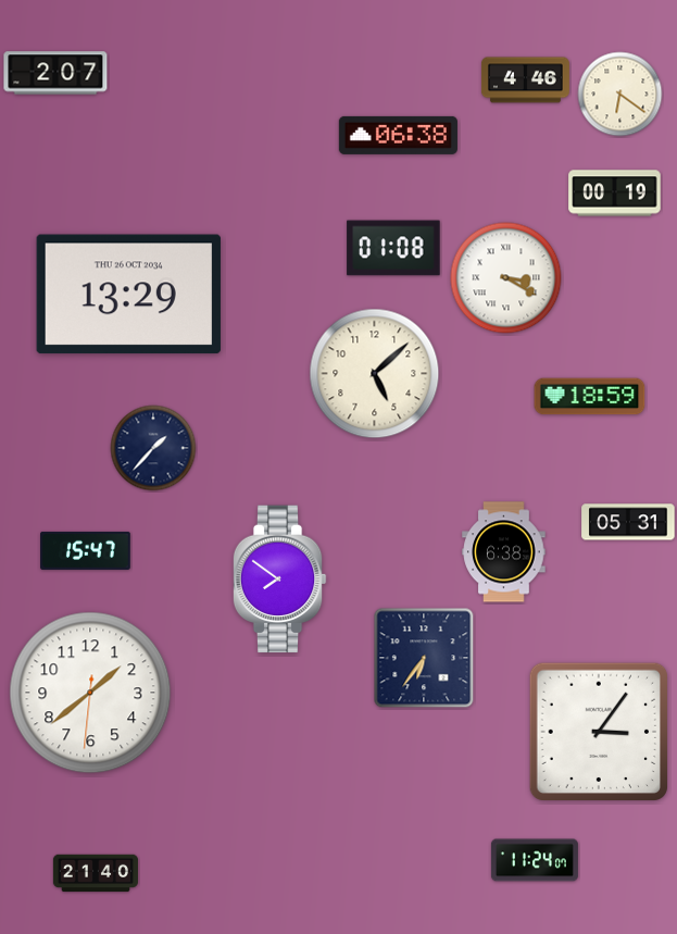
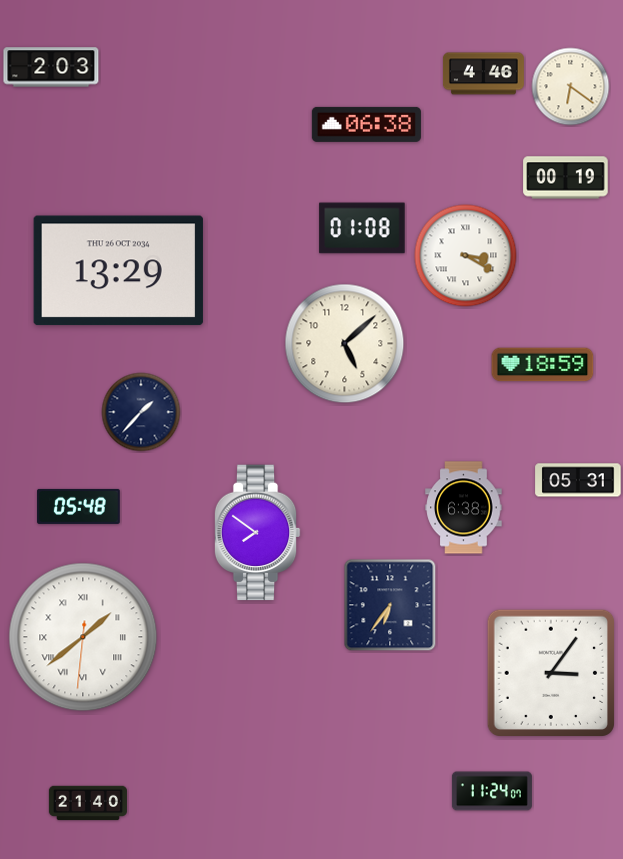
clock at (55, 73): 2:07 -> 2:03
clock at (86, 550): 15:47 -> 05:48
clock at (90, 693) numerals: Arabic -> Roman
